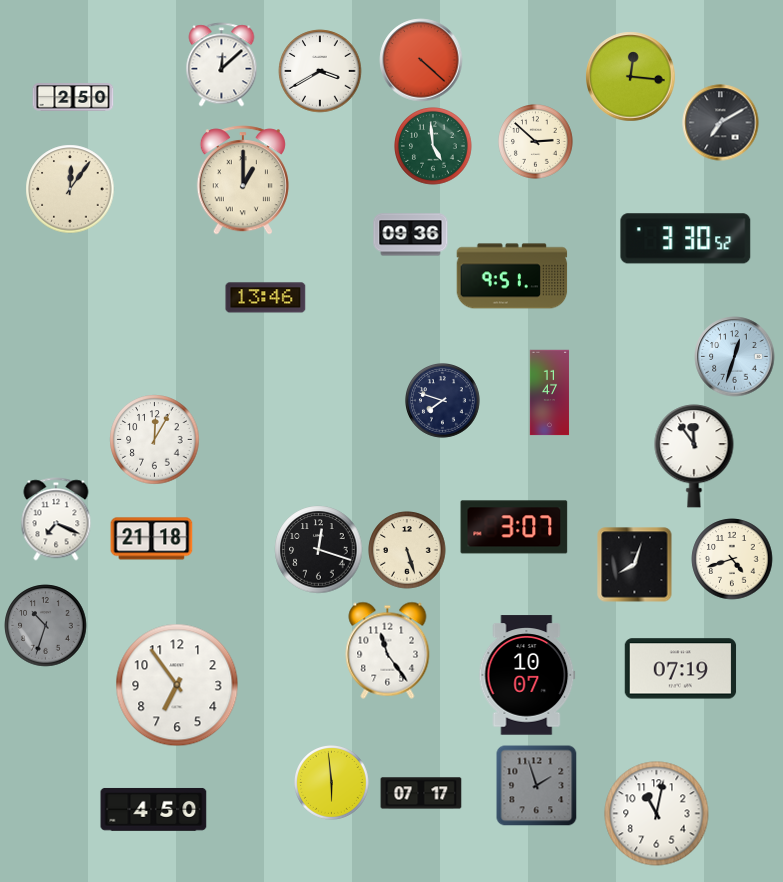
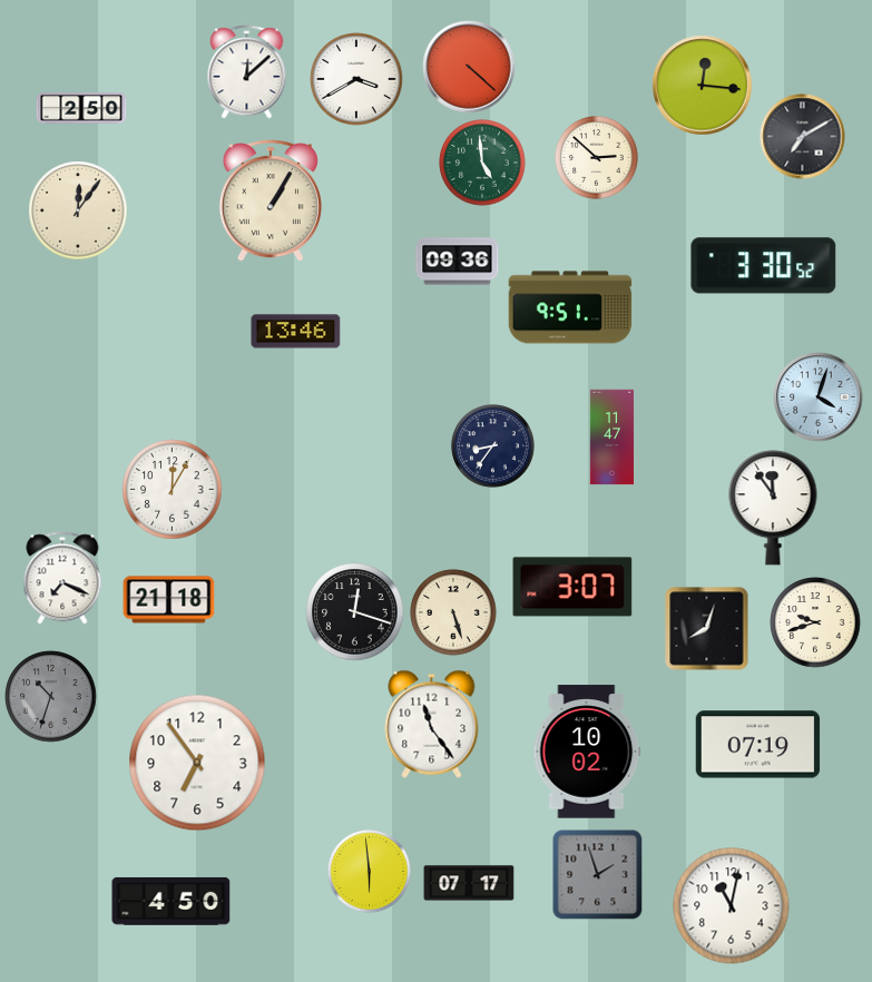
clock at (243, 180): 1:00 -> 1:05
clock at (735, 357): 12:33 -> 4:03
clock at (443, 401): 7:48 -> 8:36
clock at (732, 559): 4:42 -> 9:42
clock at (527, 675): 10:07 -> 10:02
